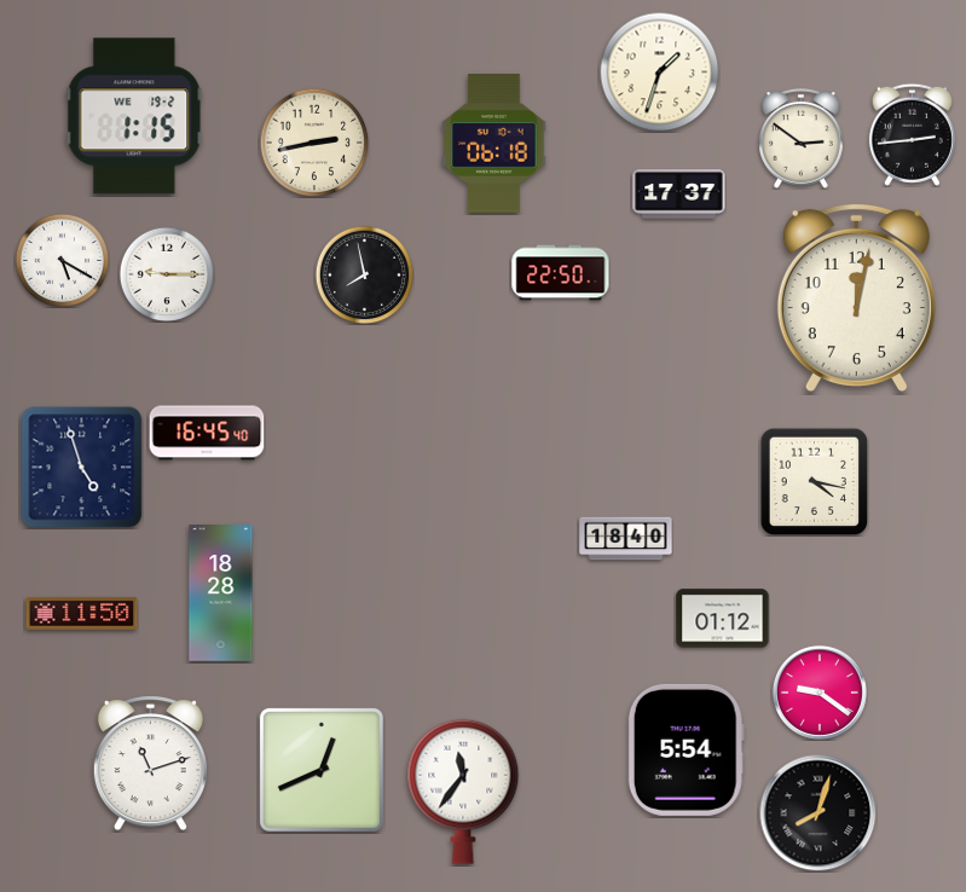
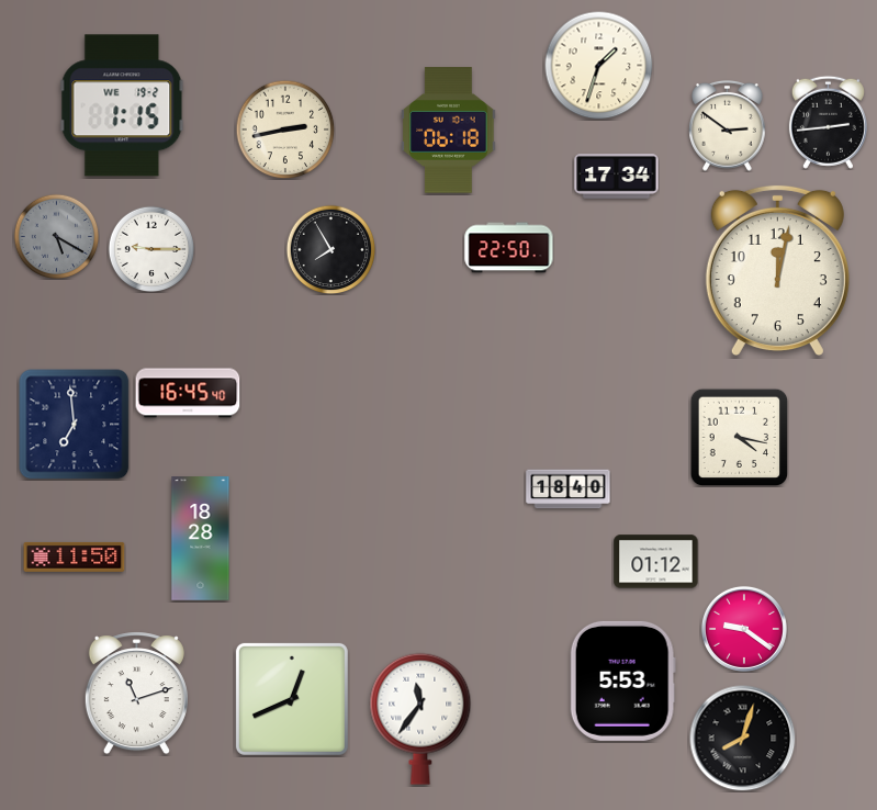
clock at (679, 195): 17:37 -> 17:34
clock at (62, 260) dial: white -> grey
clock at (364, 274): 7:58 -> 7:55
clock at (82, 468): 4:57 -> 6:59
clock at (686, 749): 5:54 -> 5:53
